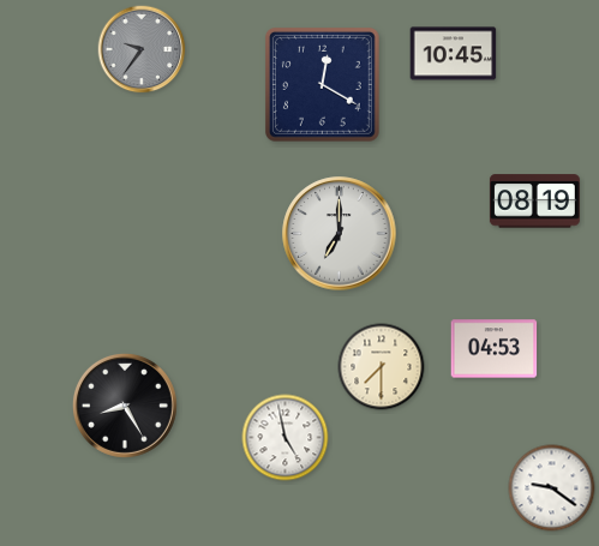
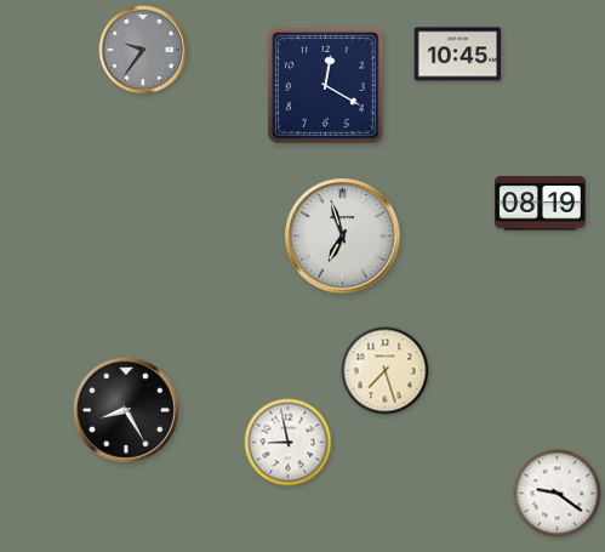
clock at (340, 234): 7:00 -> 6:57
clock at (495, 349): 04:53 -> none
clock at (382, 367): 7:30 -> 7:27
clock at (286, 438): 4:58 -> 8:58
